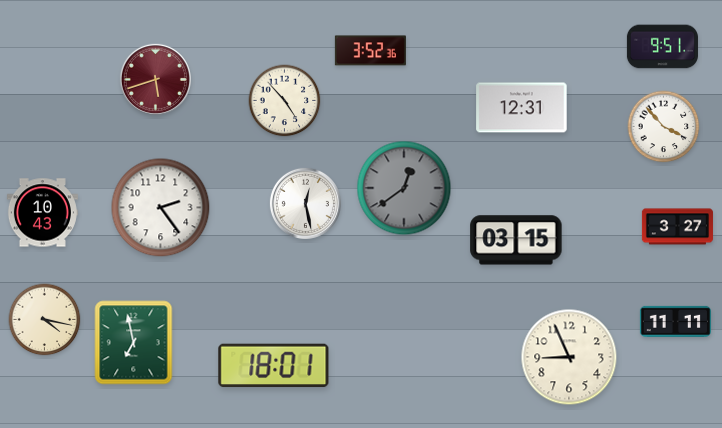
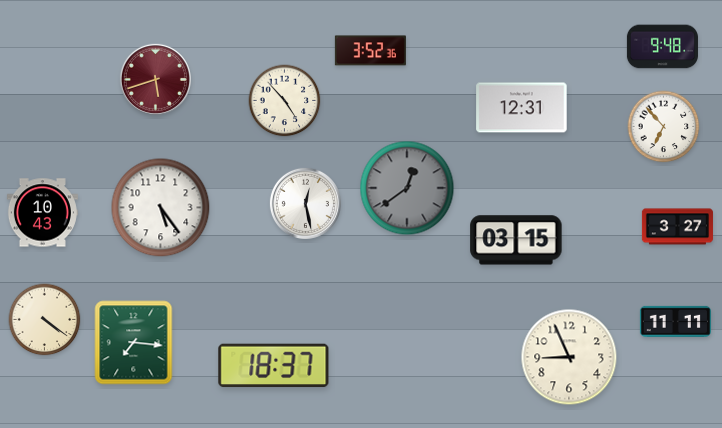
clock at (662, 47): 9:51 -> 9:48
clock at (664, 127): 3:53 -> 6:53
clock at (404, 188) position: (404, 188) -> (407, 188)
clock at (161, 208): 2:24 -> 5:24
clock at (45, 320): 4:17 -> 4:21
clock at (134, 343): 6:58 -> 7:16
clock at (274, 366): 18:01 -> 18:37
